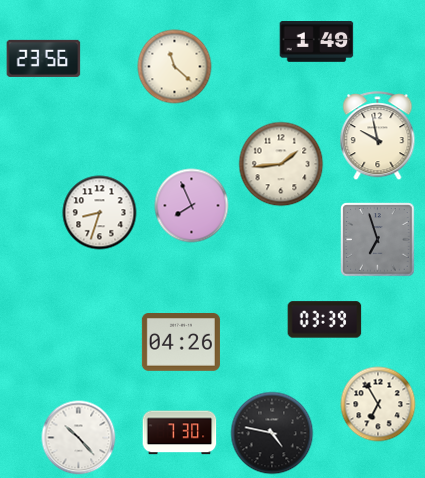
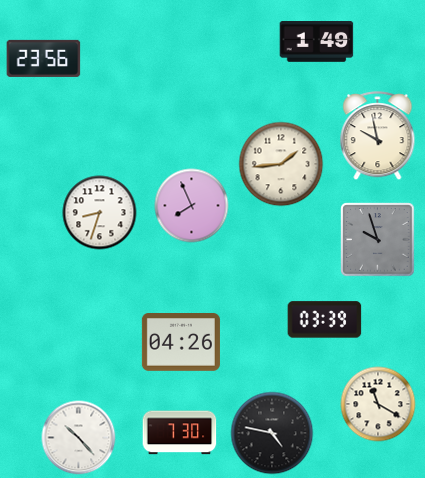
clock at (175, 67): 11:22 -> none
clock at (378, 240): 6:57 -> 9:57
clock at (378, 404): 6:55 -> 11:20
